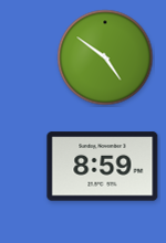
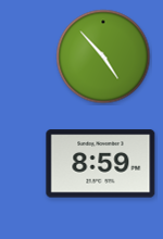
clock at (105, 57): 4:51 -> 4:53
